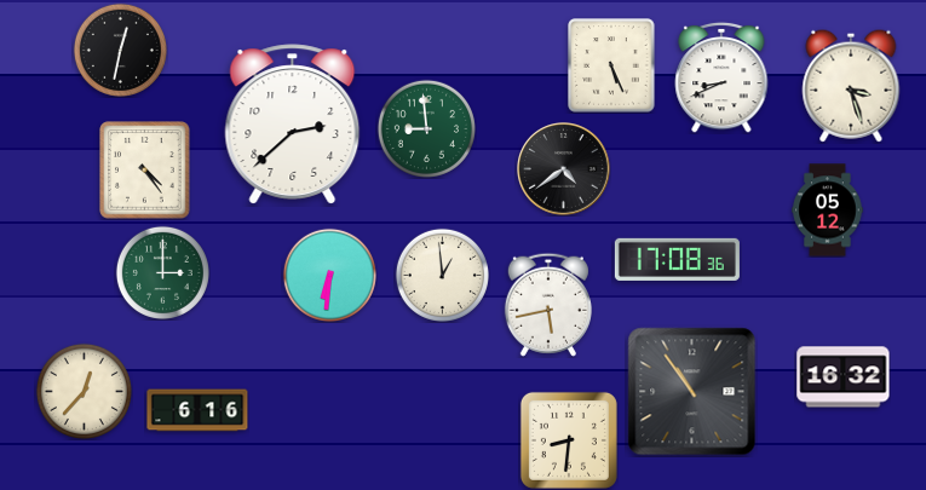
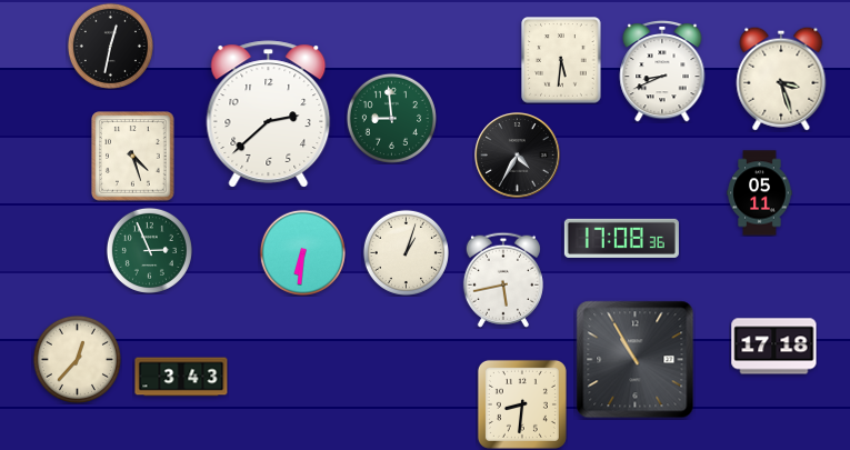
clock at (611, 65): 5:26 -> 5:31
clock at (564, 169): 4:39 -> 4:35
clock at (145, 171): 4:24 -> 4:27
clock at (828, 211): 05:12 -> 05:11
clock at (162, 272): 3:00 -> 2:56
clock at (442, 275): 12:59 -> 1:03
clock at (844, 377): 16:32 -> 17:18
clock at (692, 392): 10:54 -> 10:55
clock at (197, 410): 6:16 -> 3:43
